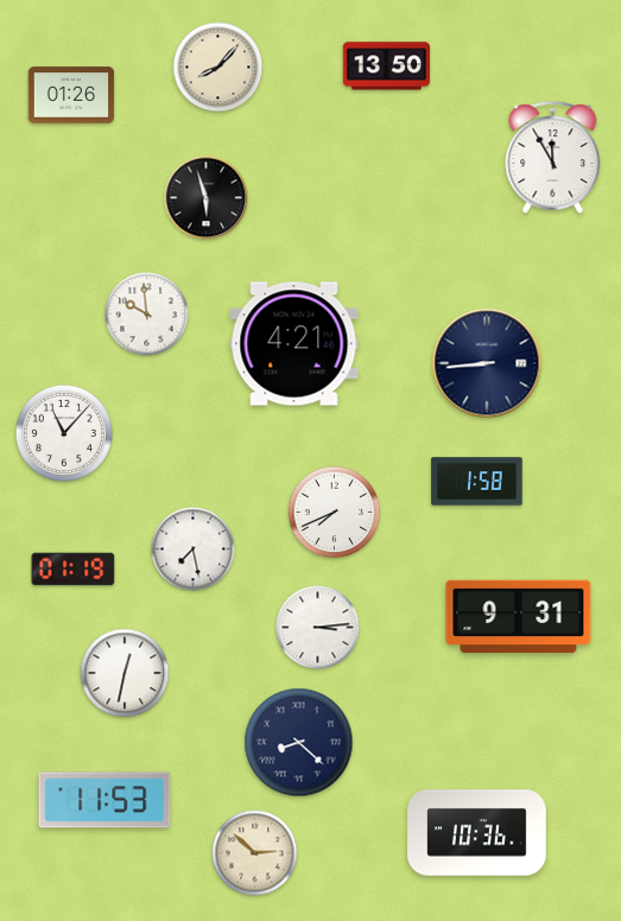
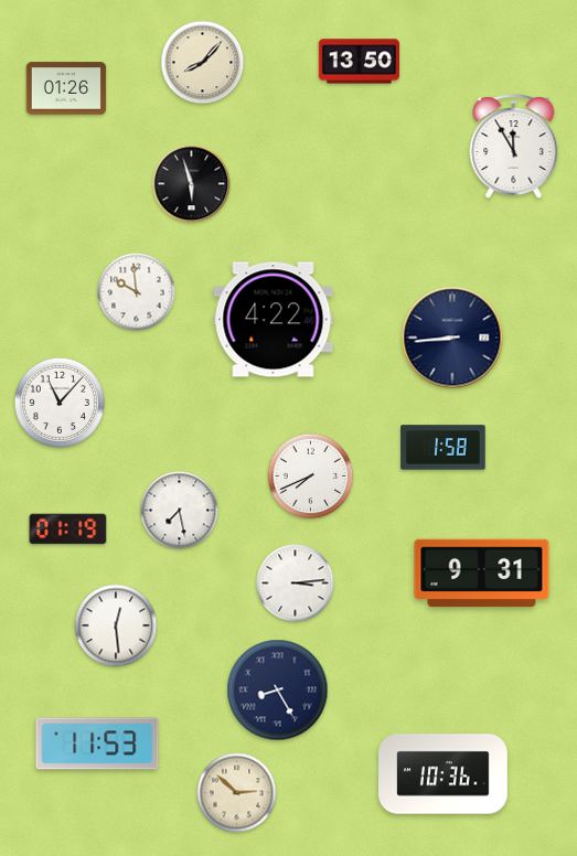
clock at (294, 344): 4:21 -> 4:22
clock at (125, 673): 12:32 -> 12:29
clock at (299, 743): 8:22 -> 8:25
